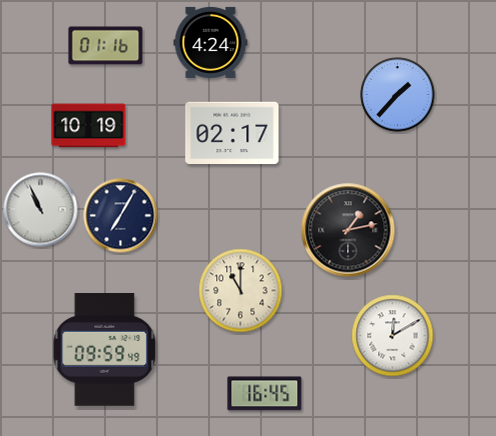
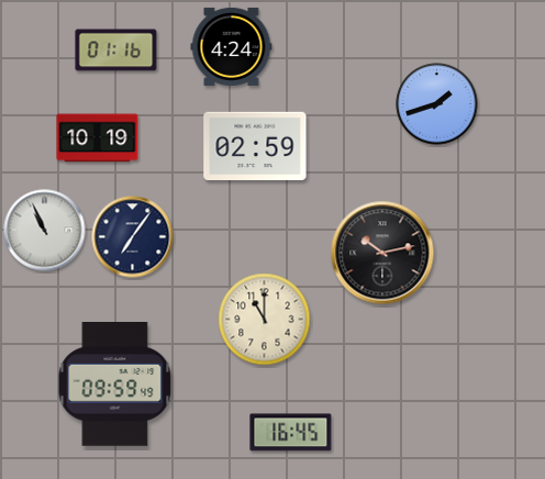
clock at (398, 95): 1:37 -> 1:42
clock at (232, 133): 02:17 -> 02:59
clock at (121, 216): 7:05 -> 7:06
clock at (348, 230): 1:13 -> 10:13
clock at (393, 336): 12:10 -> none
